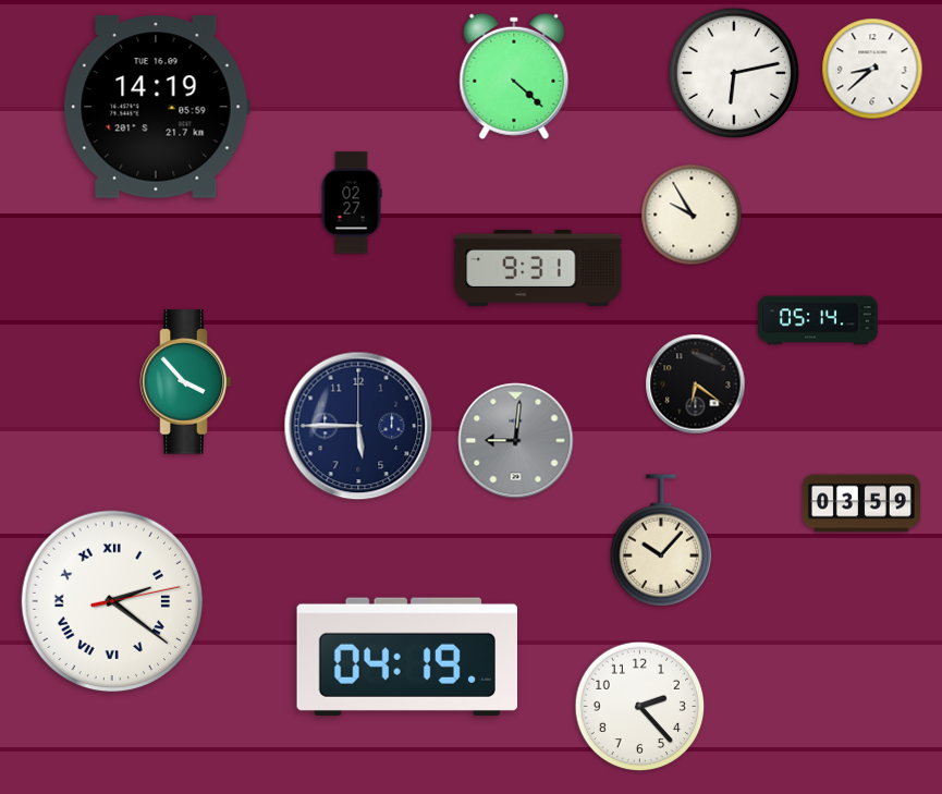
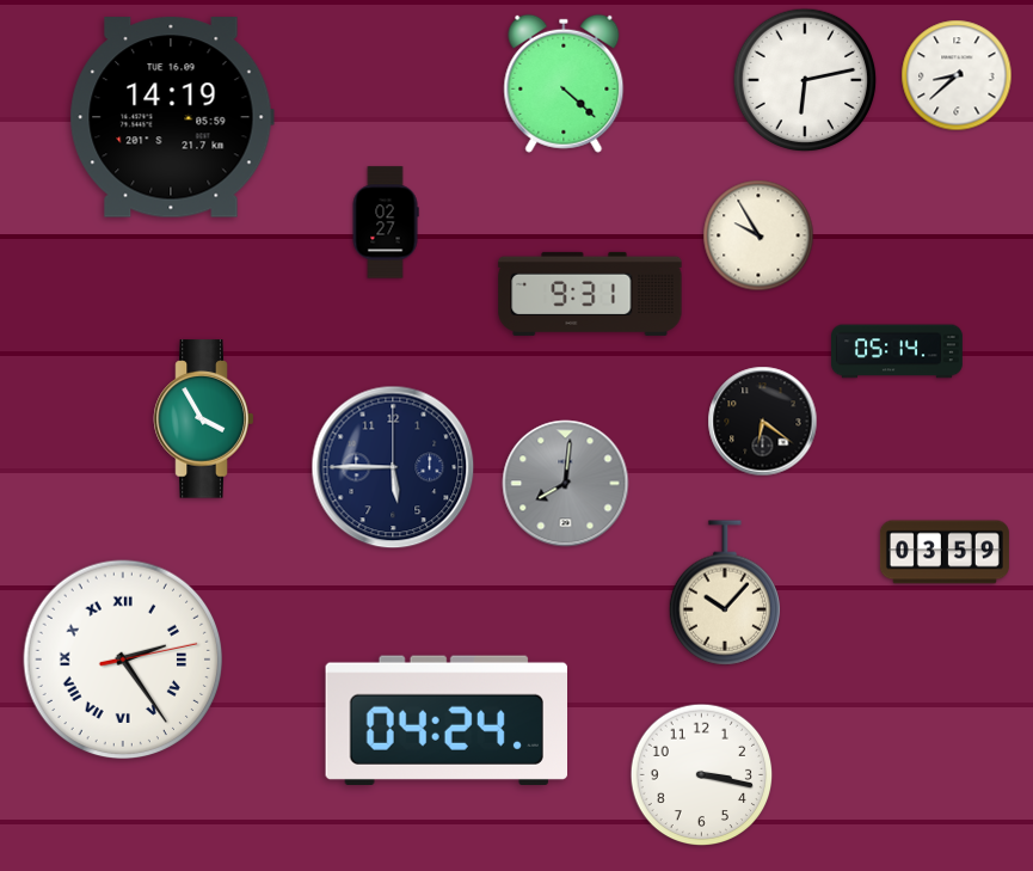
clock at (186, 382): 3:53 -> 3:55
clock at (516, 441): 9:01 -> 8:01
clock at (112, 601): 2:21 -> 2:24
clock at (406, 657): 04:19 -> 04:24
clock at (640, 707): 2:23 -> 3:17
